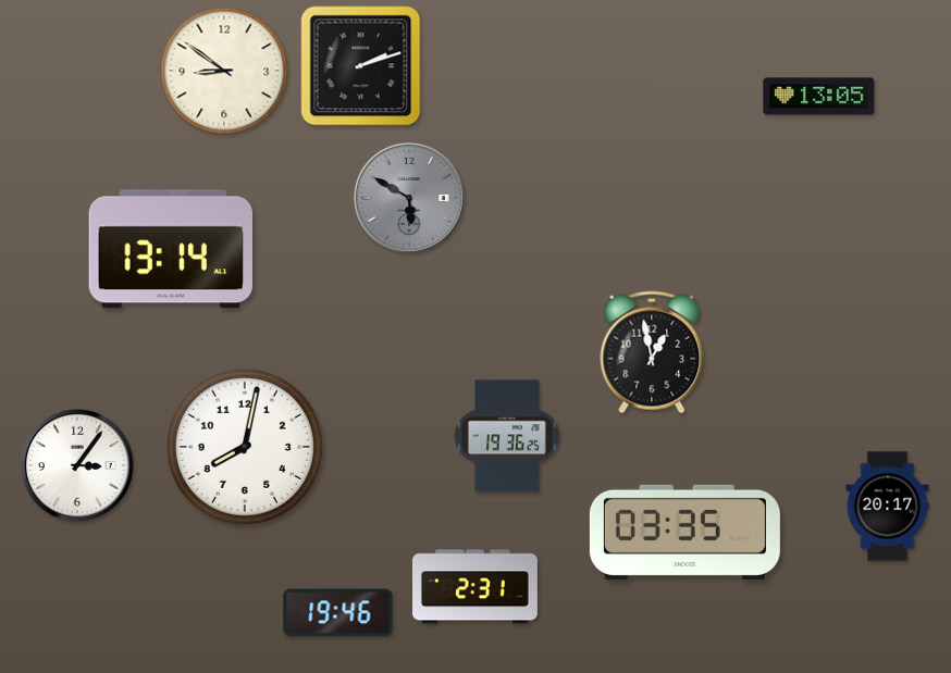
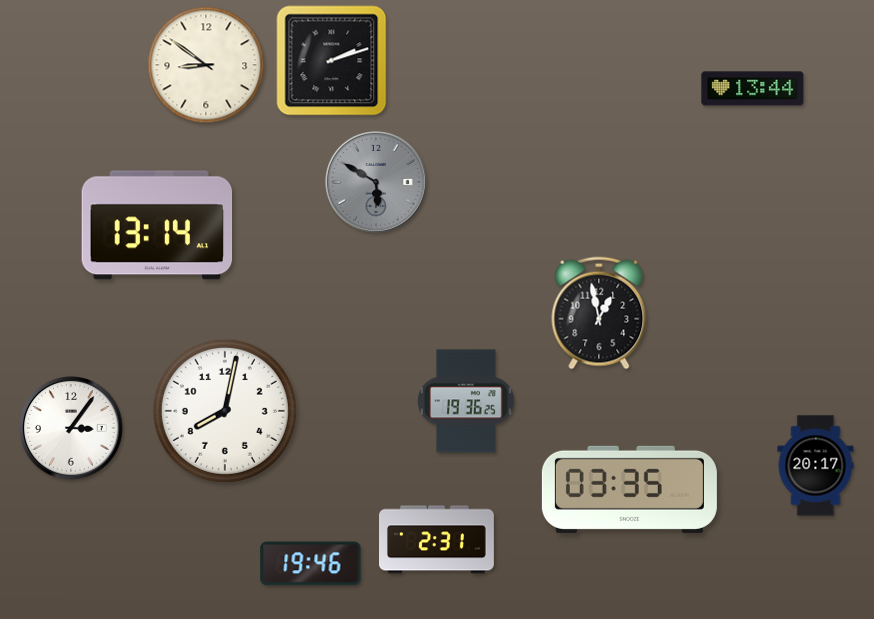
clock at (819, 97): 13:05 -> 13:44
clock at (171, 249) position: (171, 249) -> (157, 225)
clock at (652, 352) position: (652, 352) -> (599, 313)
